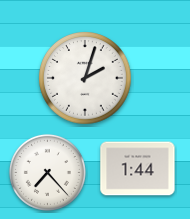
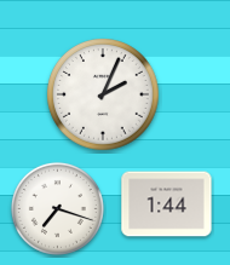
clock at (85, 78): 2:03 -> 2:04
clock at (47, 172): 7:23 -> 7:18
